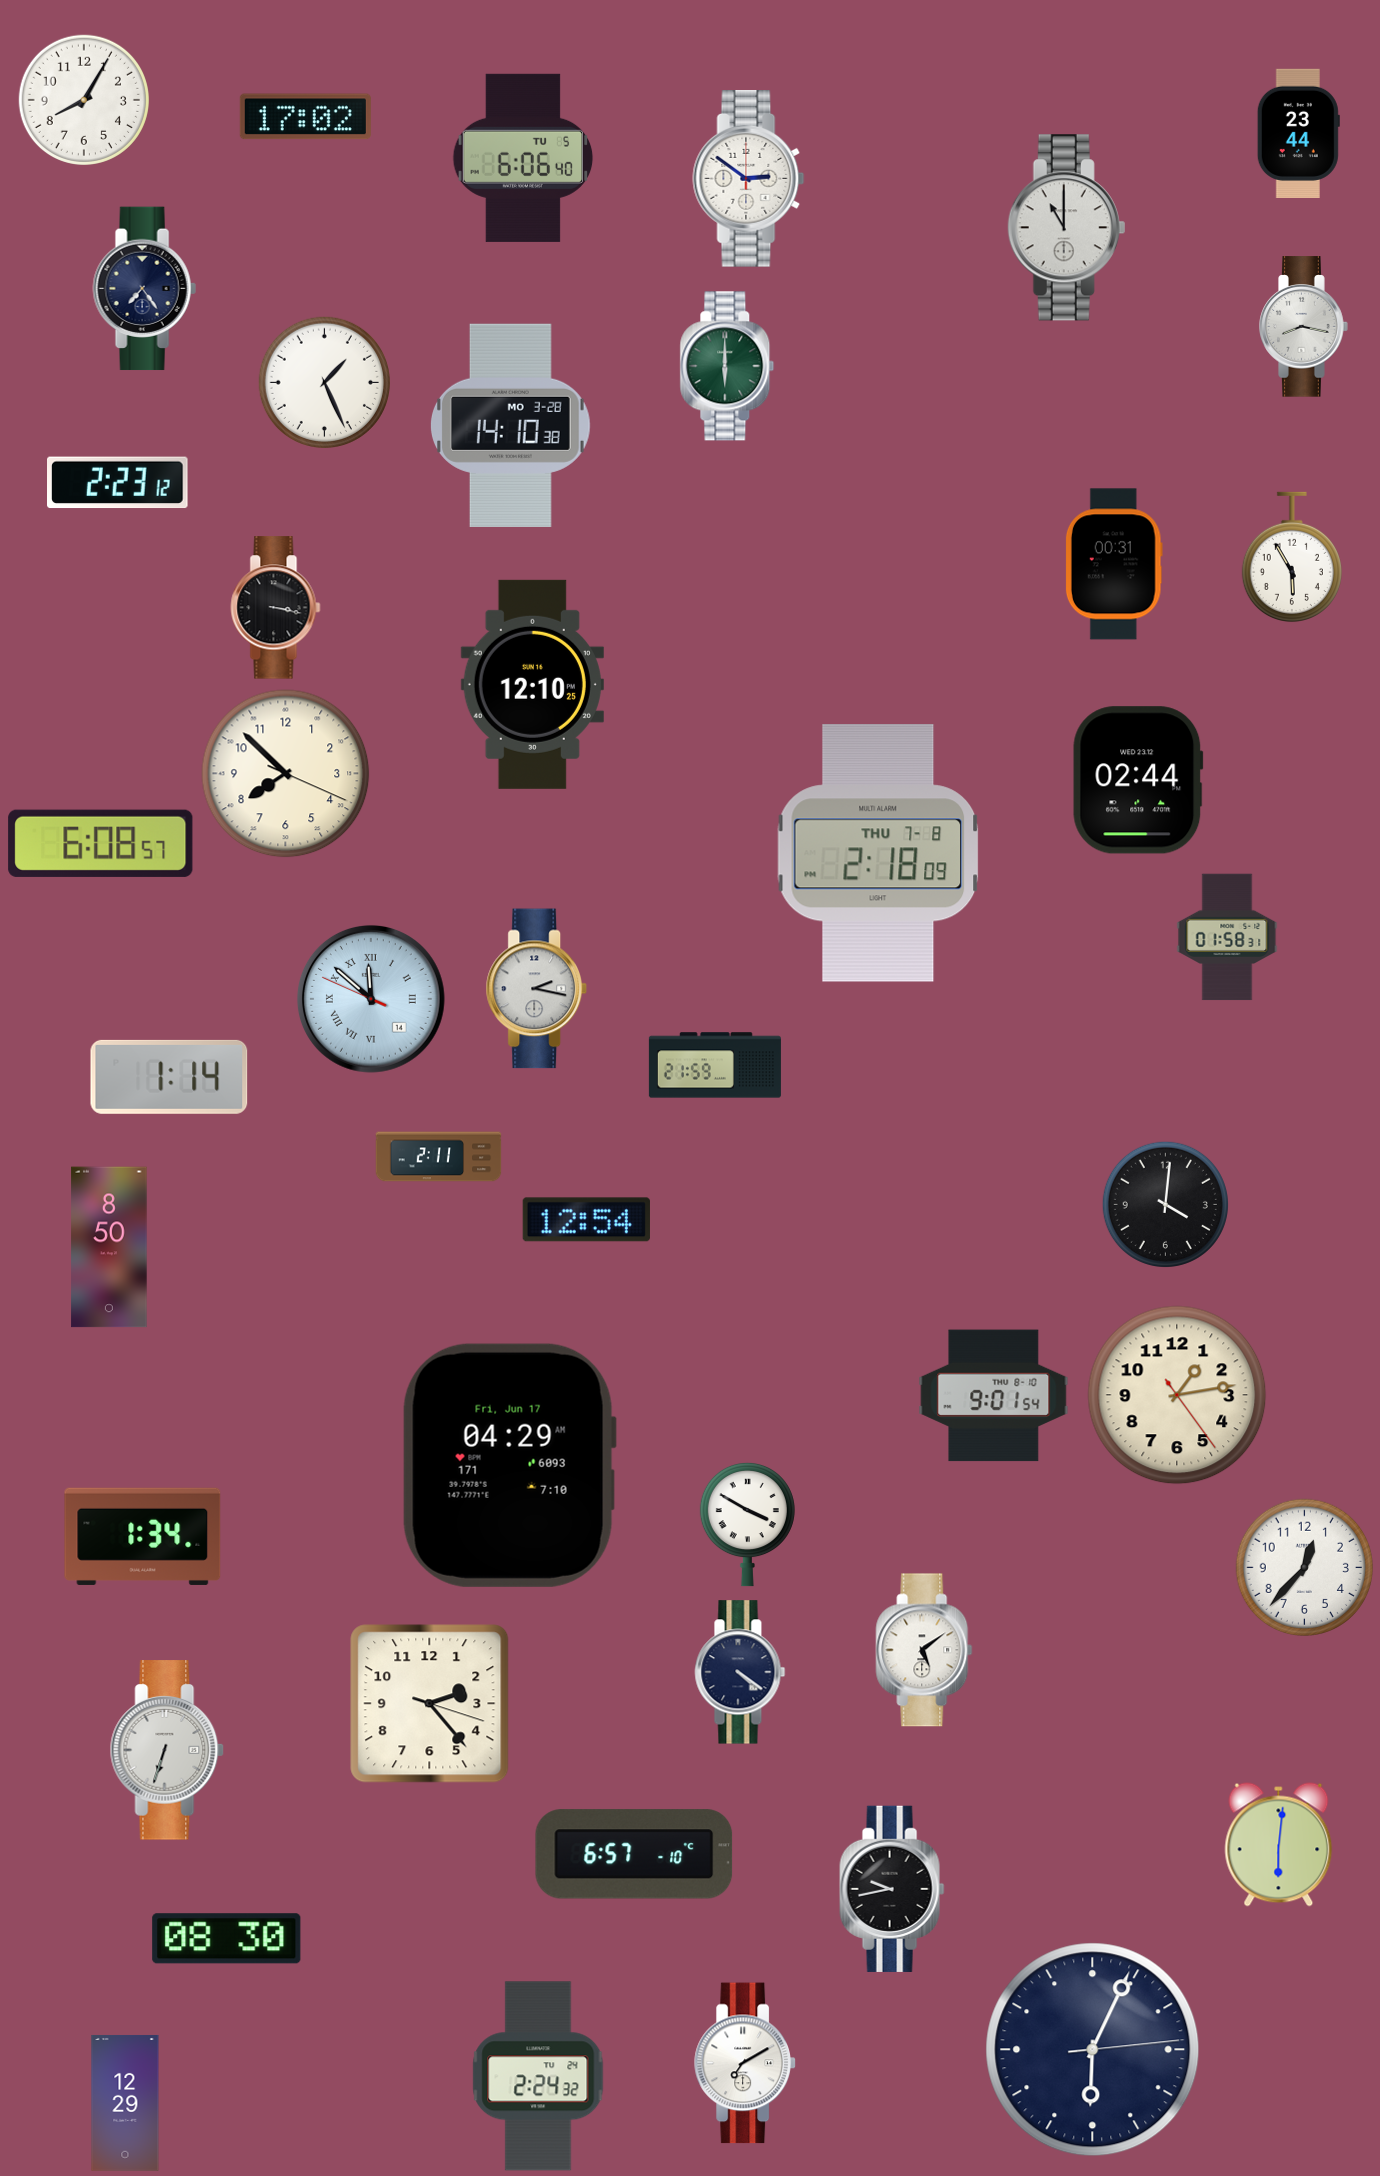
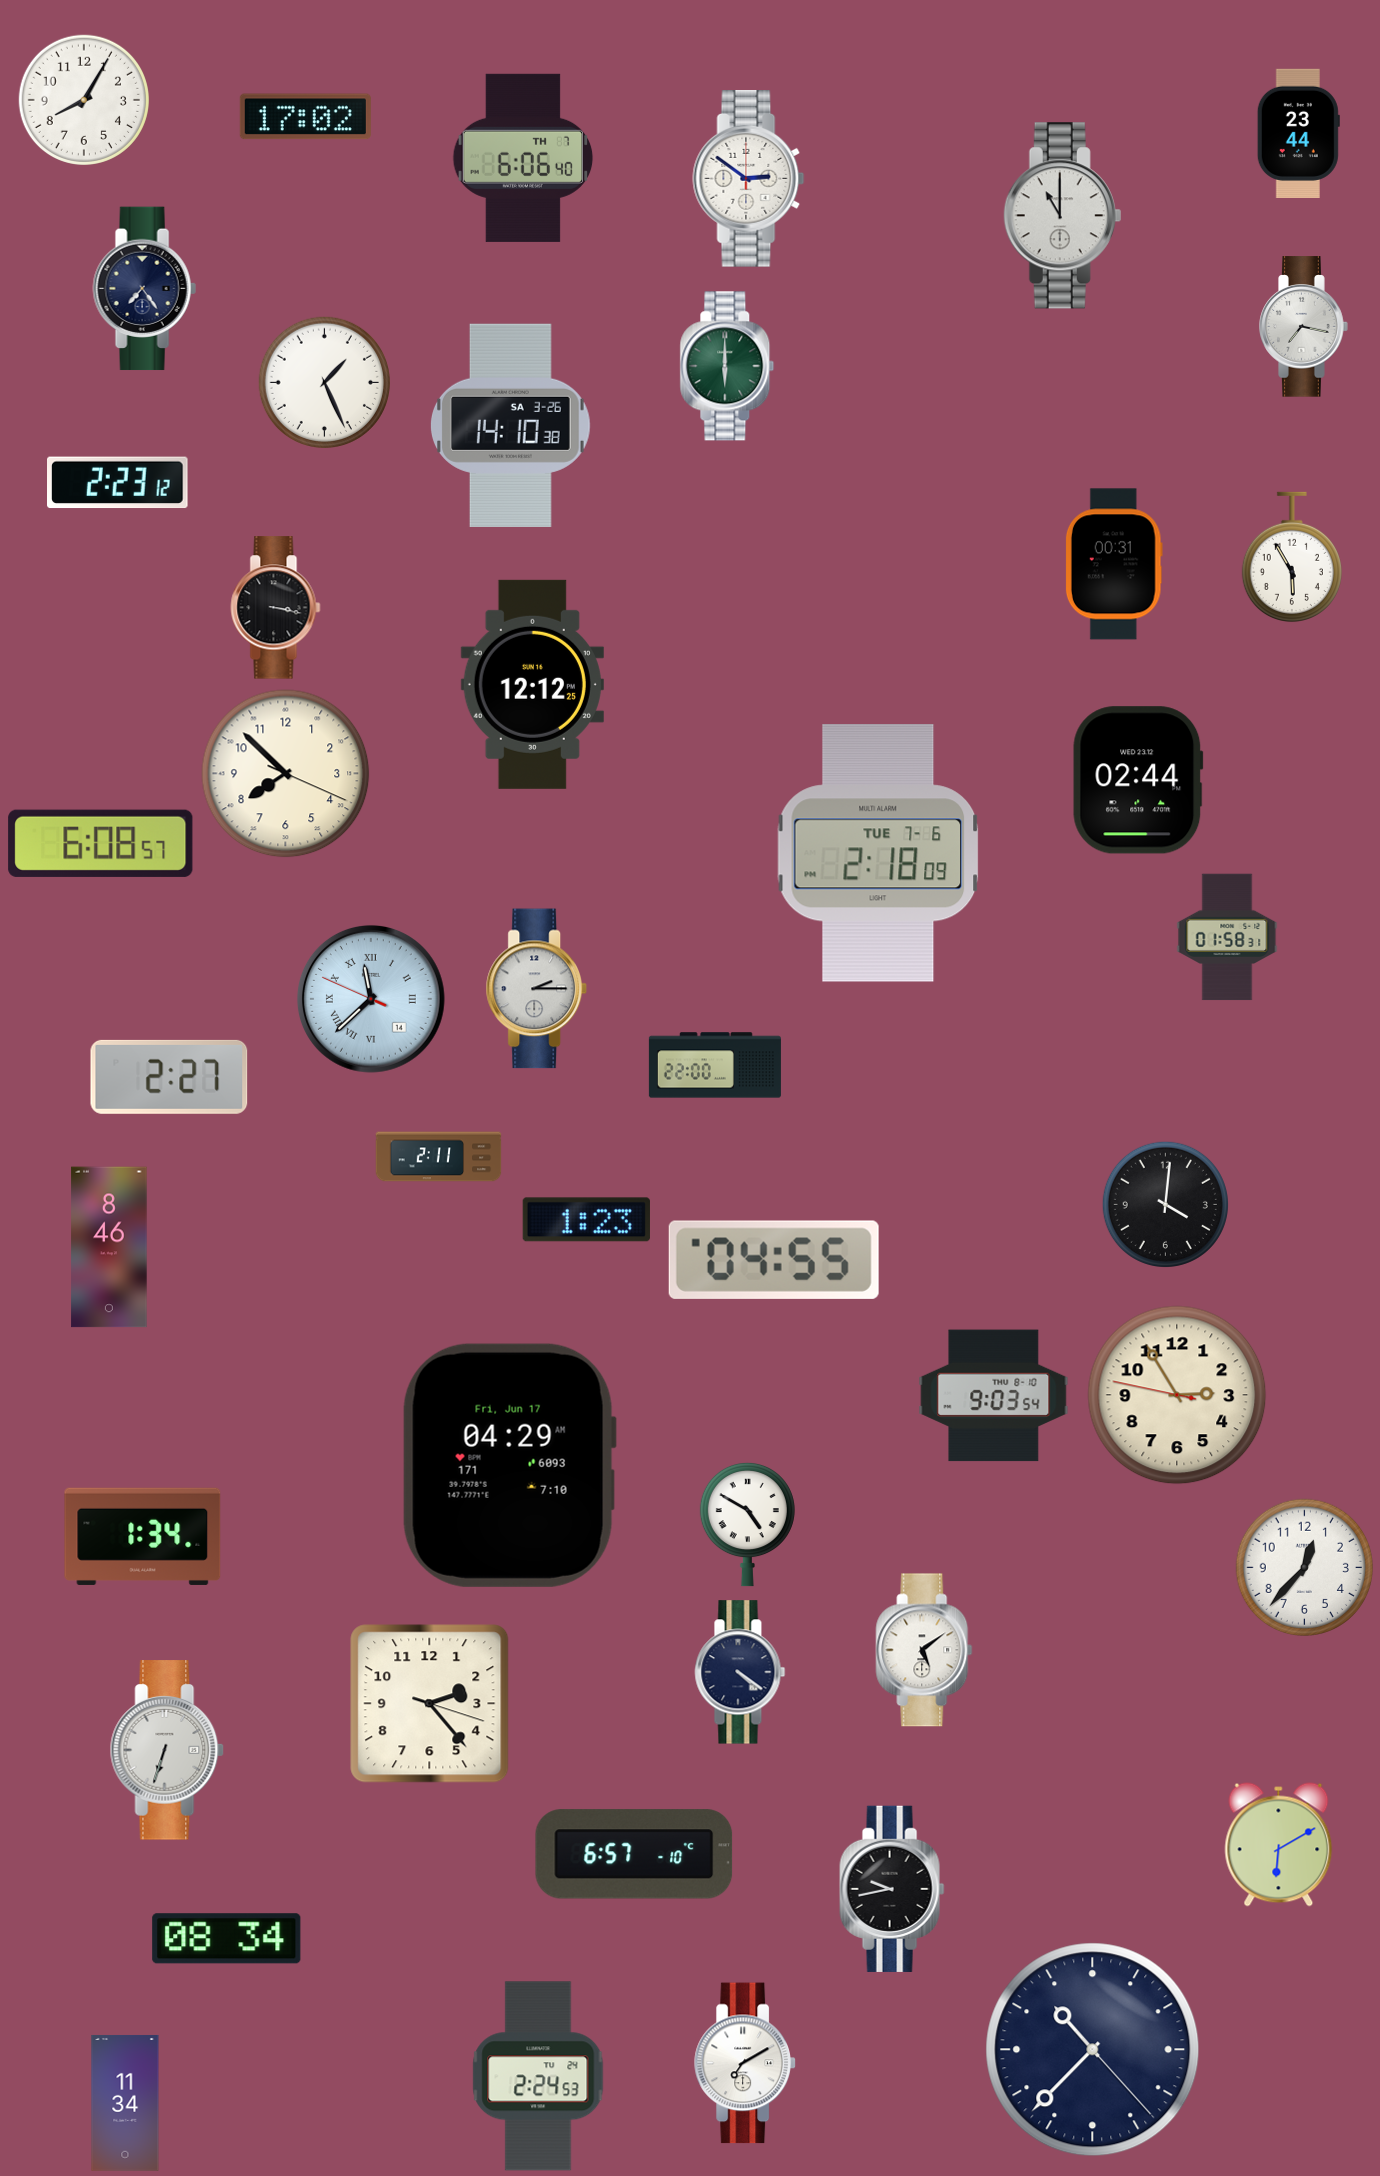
clock at (523, 158) date: TU 5 -> TH 7
clock at (1067, 228) position: (1067, 228) -> (1063, 216)
clock at (1304, 327): 8:17 -> 7:17
clock at (511, 425) date: MO 3-28 -> SA 3-26
clock at (532, 684): 12:10 -> 12:12
clock at (878, 853) date: THU 7-8 -> TUE 7-6
clock at (537, 989): 2:17 -> 2:15
clock at (371, 999): 11:51 -> 11:37
clock at (715, 1065): 21:59 -> 22:00
clock at (169, 1077): 1:14 -> 2:27
clock at (586, 1220): 12:54 -> 1:23
clock at (109, 1247): 8:50 -> 8:46
clock at (774, 1260): none -> 04:55
clock at (1177, 1395): 1:13 -> 2:54
clock at (994, 1396): 9:01 -> 9:03
clock at (747, 1524): 3:50 -> 4:50
clock at (1279, 1845): 6:01 -> 6:10
clock at (227, 1939): 08:30 -> 08:34
clock at (1093, 2050): 6:04 -> 10:37
clock at (538, 2076): 2:24:32 -> 2:24:53
clock at (125, 2103): 12:29 -> 11:34
